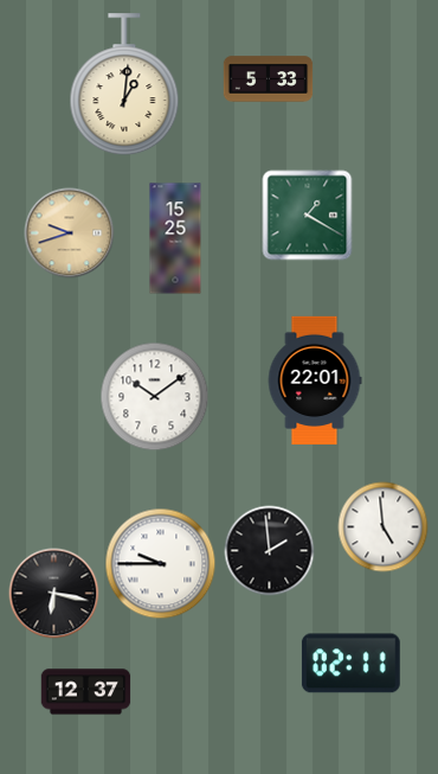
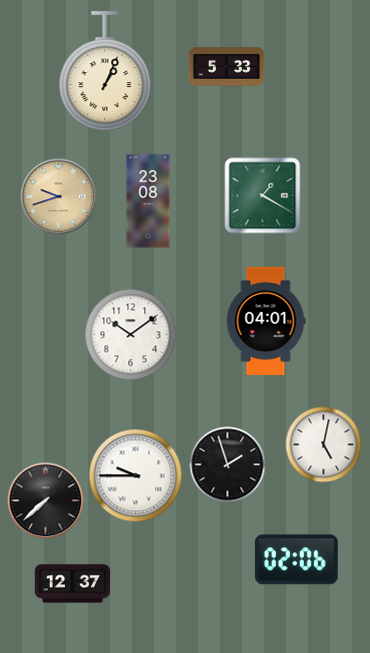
clock at (124, 85): 1:01 -> 1:04
clock at (308, 216) position: (308, 216) -> (263, 196)
clock at (175, 238): 15:25 -> 23:08
clock at (315, 379): 22:01 -> 04:01
clock at (384, 527): 4:59 -> 5:02
clock at (270, 551): 1:59 -> 1:57
clock at (54, 594): 6:17 -> 7:38
clock at (350, 664): 02:11 -> 02:06
